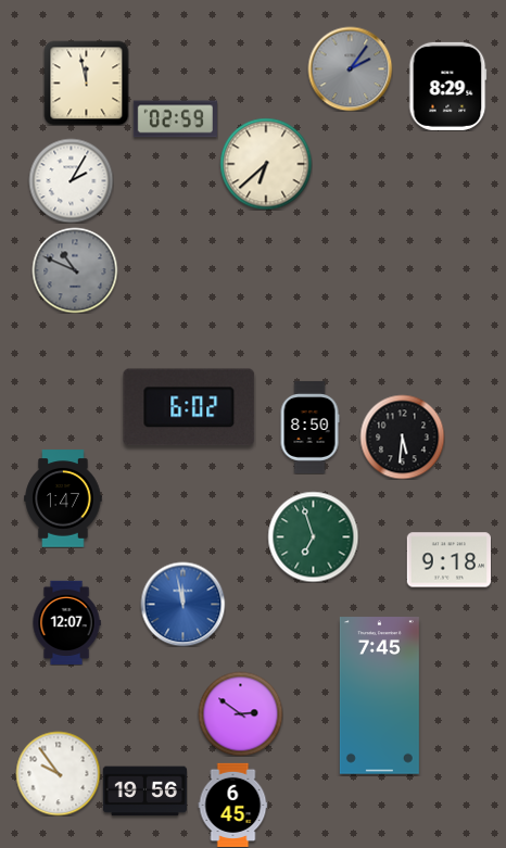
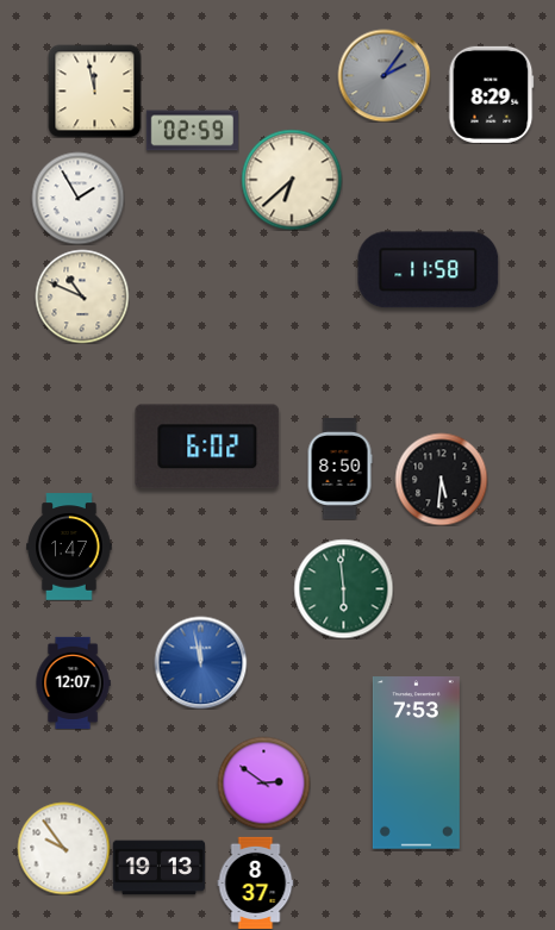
clock at (71, 180): 2:05 -> 1:55
clock at (429, 270): none -> 11:58
clock at (75, 270) dial: grey -> cream
clock at (313, 536): 6:57 -> 5:59
clock at (448, 560): 9:18 -> none
clock at (379, 696): 7:45 -> 7:53
clock at (144, 792): 19:56 -> 19:13
clock at (233, 805): 6:45 -> 8:37
